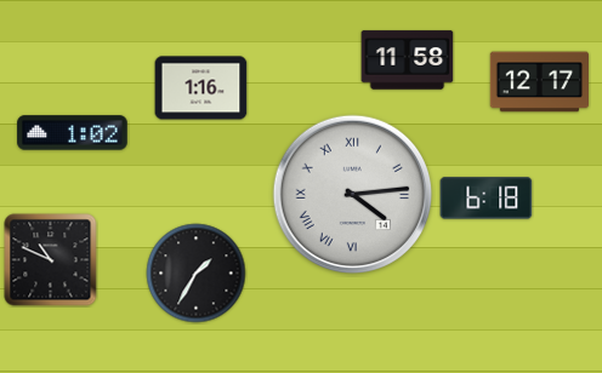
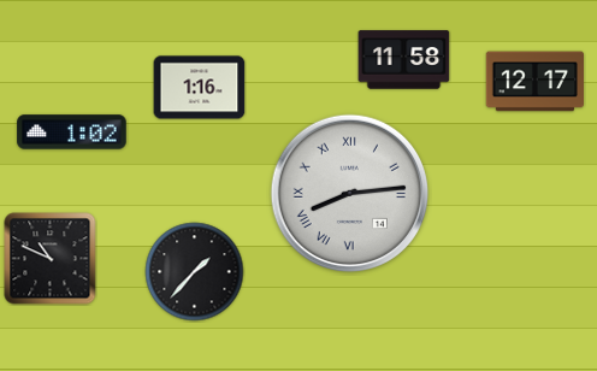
clock at (353, 195): 4:14 -> 8:14
clock at (487, 199): 6:18 -> none
clock at (197, 274): 1:35 -> 1:37
